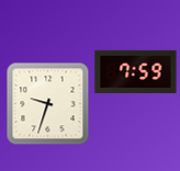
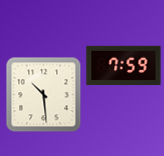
clock at (48, 104): 9:33 -> 10:29
